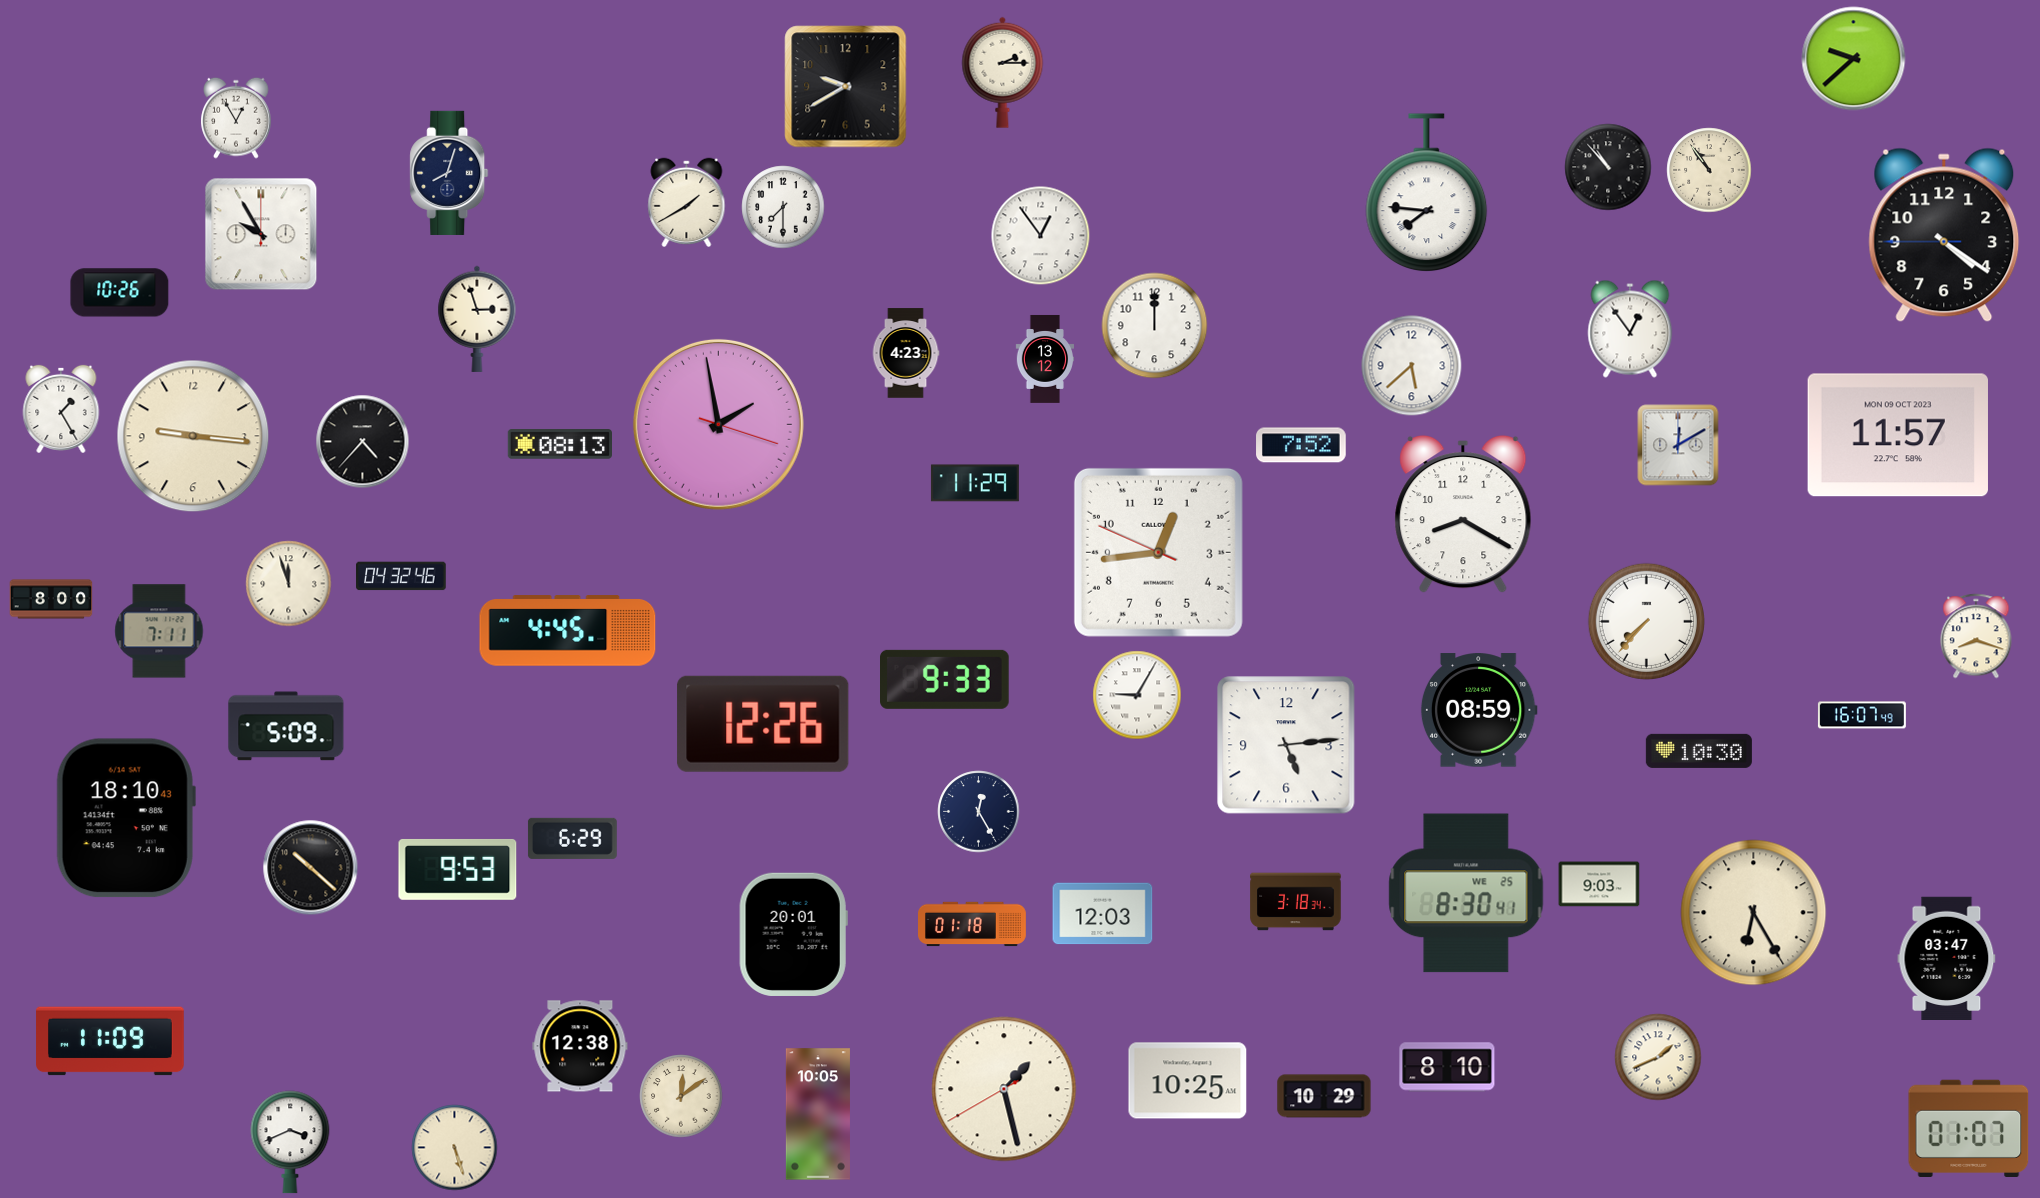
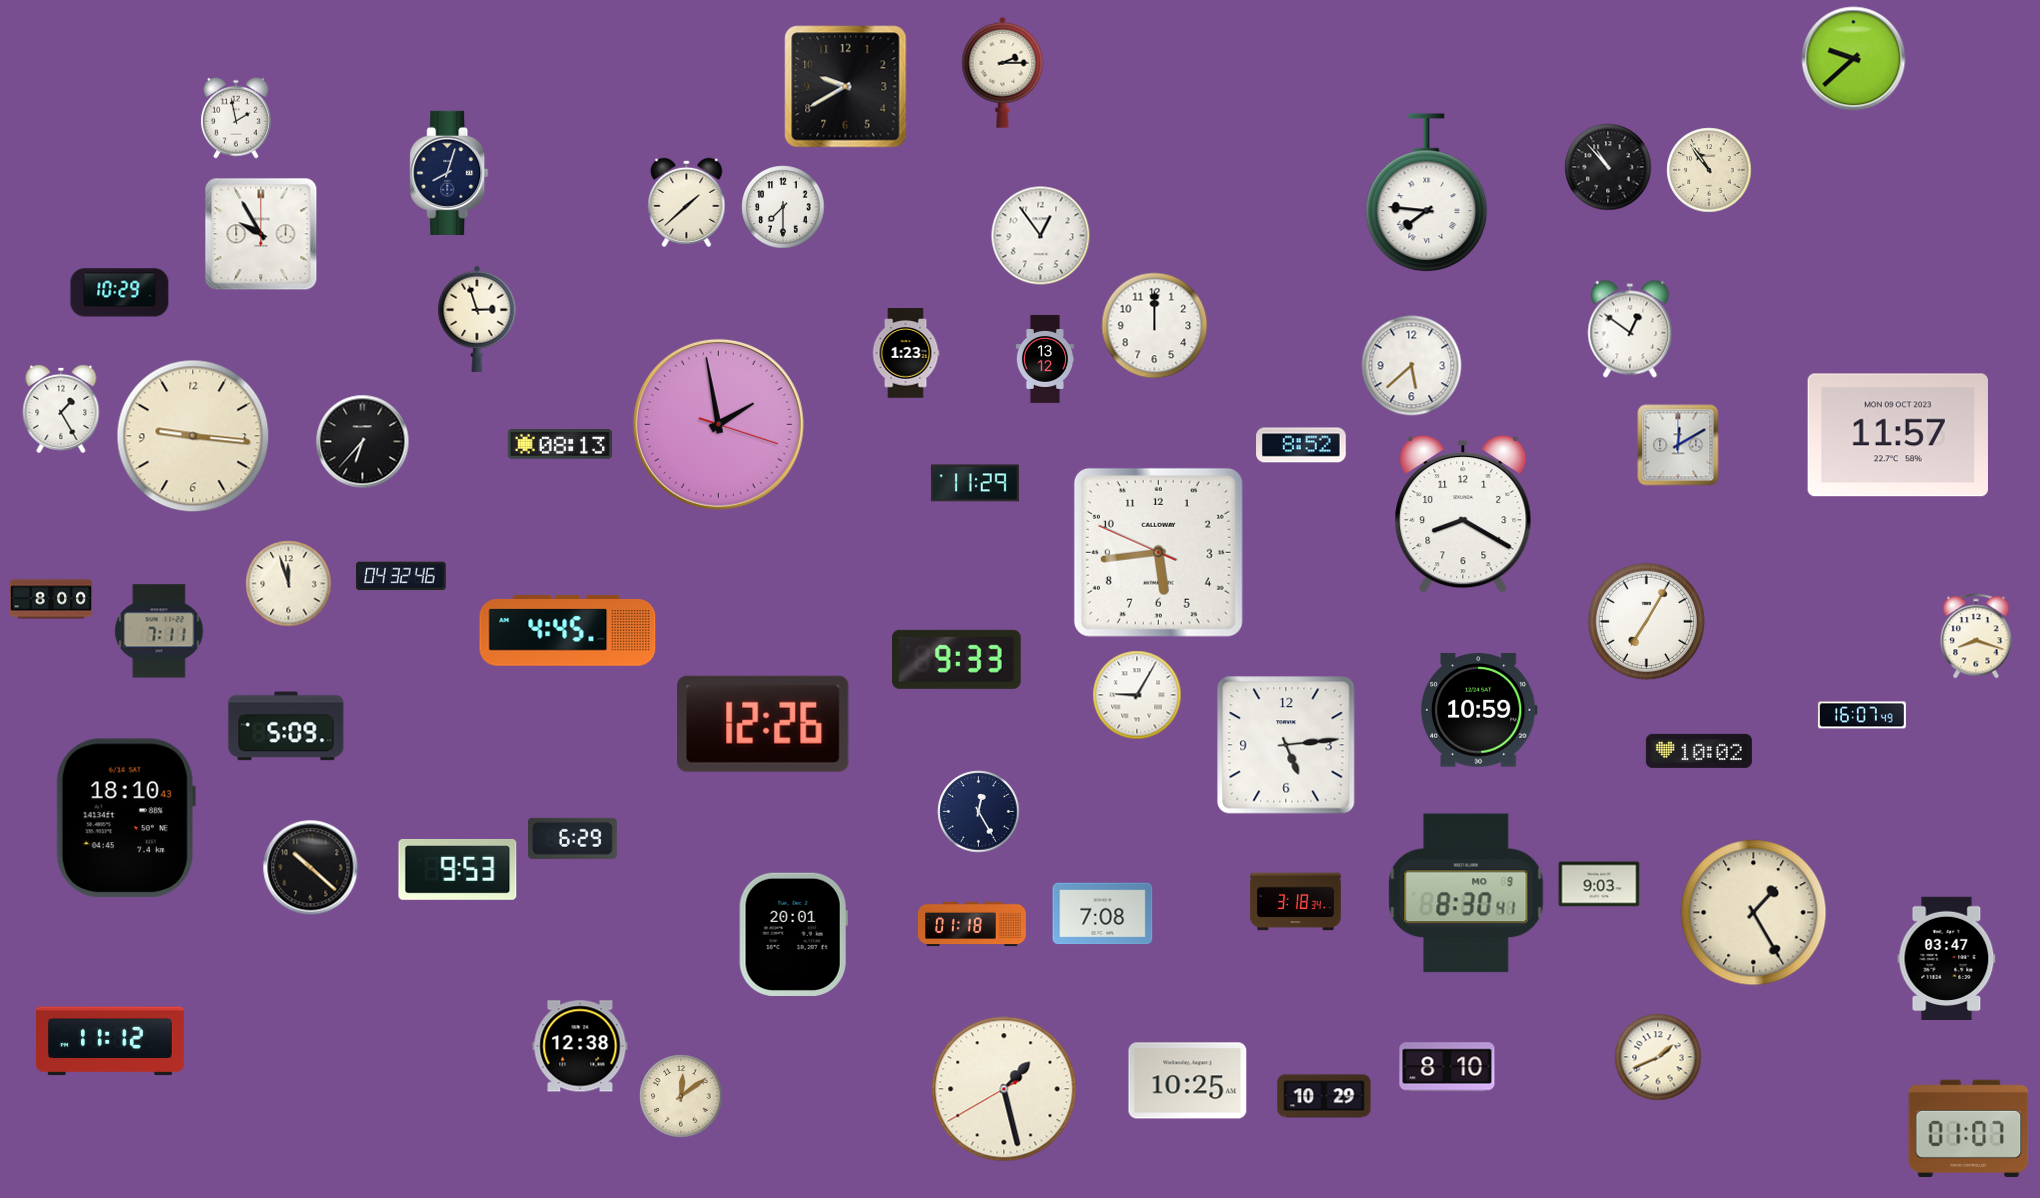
clock at (236, 118): 12:55 -> 1:58
clock at (687, 202): 1:40 -> 1:38
clock at (1944, 235): 4:20 -> none
clock at (120, 293): 10:26 -> 10:29
clock at (1630, 329): 12:54 -> 12:51
clock at (906, 353): 4:23 -> 1:23
clock at (363, 442): 4:37 -> 6:37
clock at (1301, 445): 7:52 -> 8:52
clock at (1158, 552): 12:43 -> 5:43
clock at (1646, 621): 7:37 -> 7:05
clock at (945, 679) position: (945, 679) -> (957, 659)
clock at (1479, 710): 08:59 -> 10:59
clock at (1699, 751): 10:30 -> 10:02
clock at (1466, 893) date: WE 25 -> MO 9
clock at (1754, 913): 6:25 -> 1:25
clock at (1103, 914): 12:03 -> 7:08
clock at (110, 1041): 11:09 -> 11:12
clock at (818, 1114): 10:05 -> none
clock at (290, 1142): 3:41 -> none
clock at (455, 1148): 5:27 -> none
